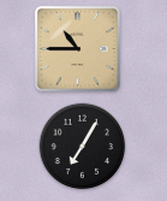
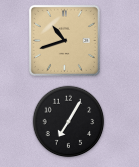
clock at (77, 48): 10:45 -> 10:42
